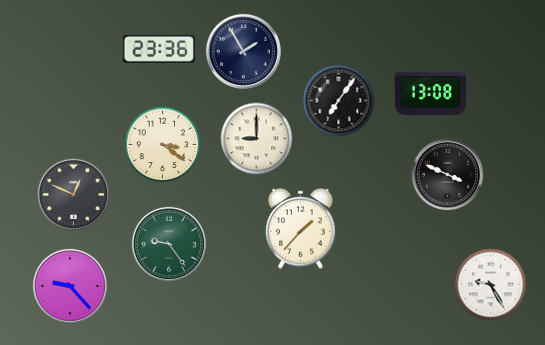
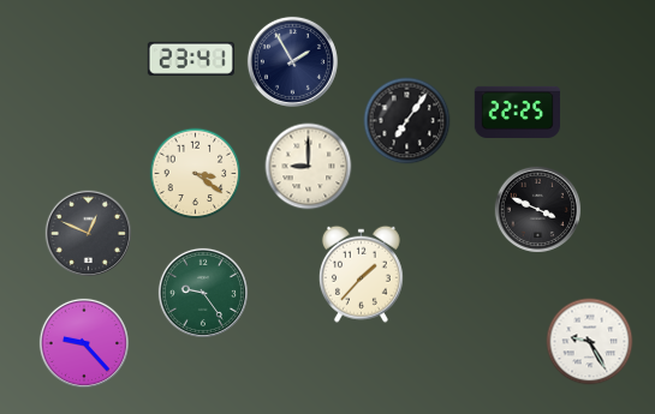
clock at (159, 49): 23:36 -> 23:41
clock at (430, 93): 13:08 -> 22:25
